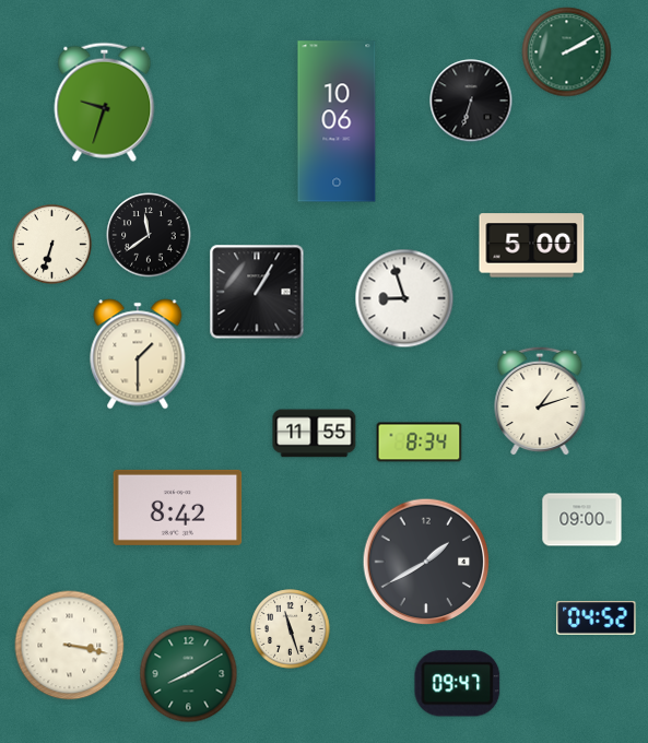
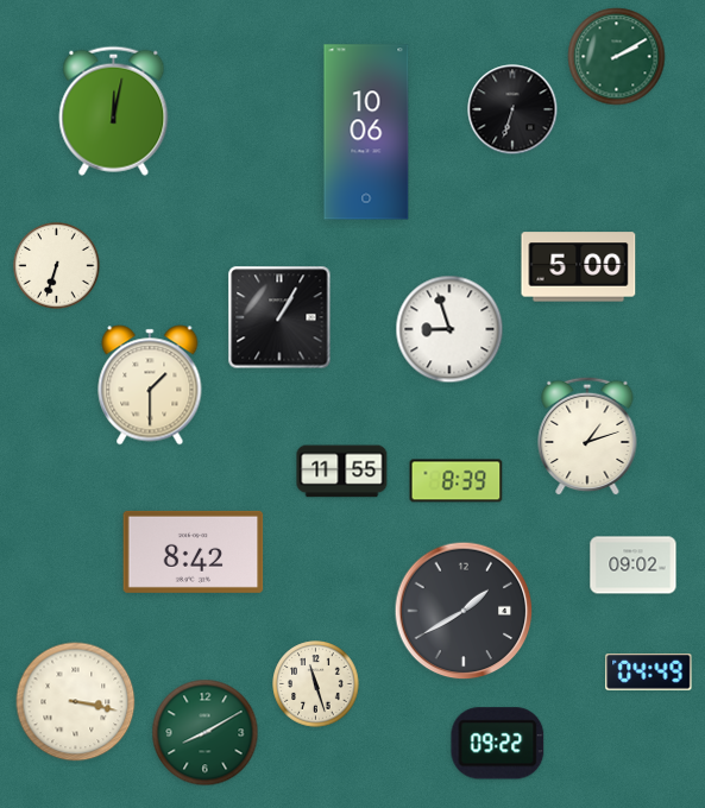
clock at (105, 102): 9:33 -> 12:02
clock at (149, 235): 11:39 -> none
clock at (404, 298) position: (404, 298) -> (449, 329)
clock at (420, 443): 8:34 -> 8:39
clock at (582, 520): 09:00 -> 09:02
clock at (597, 618): 04:52 -> 04:49
clock at (458, 684): 09:47 -> 09:22
